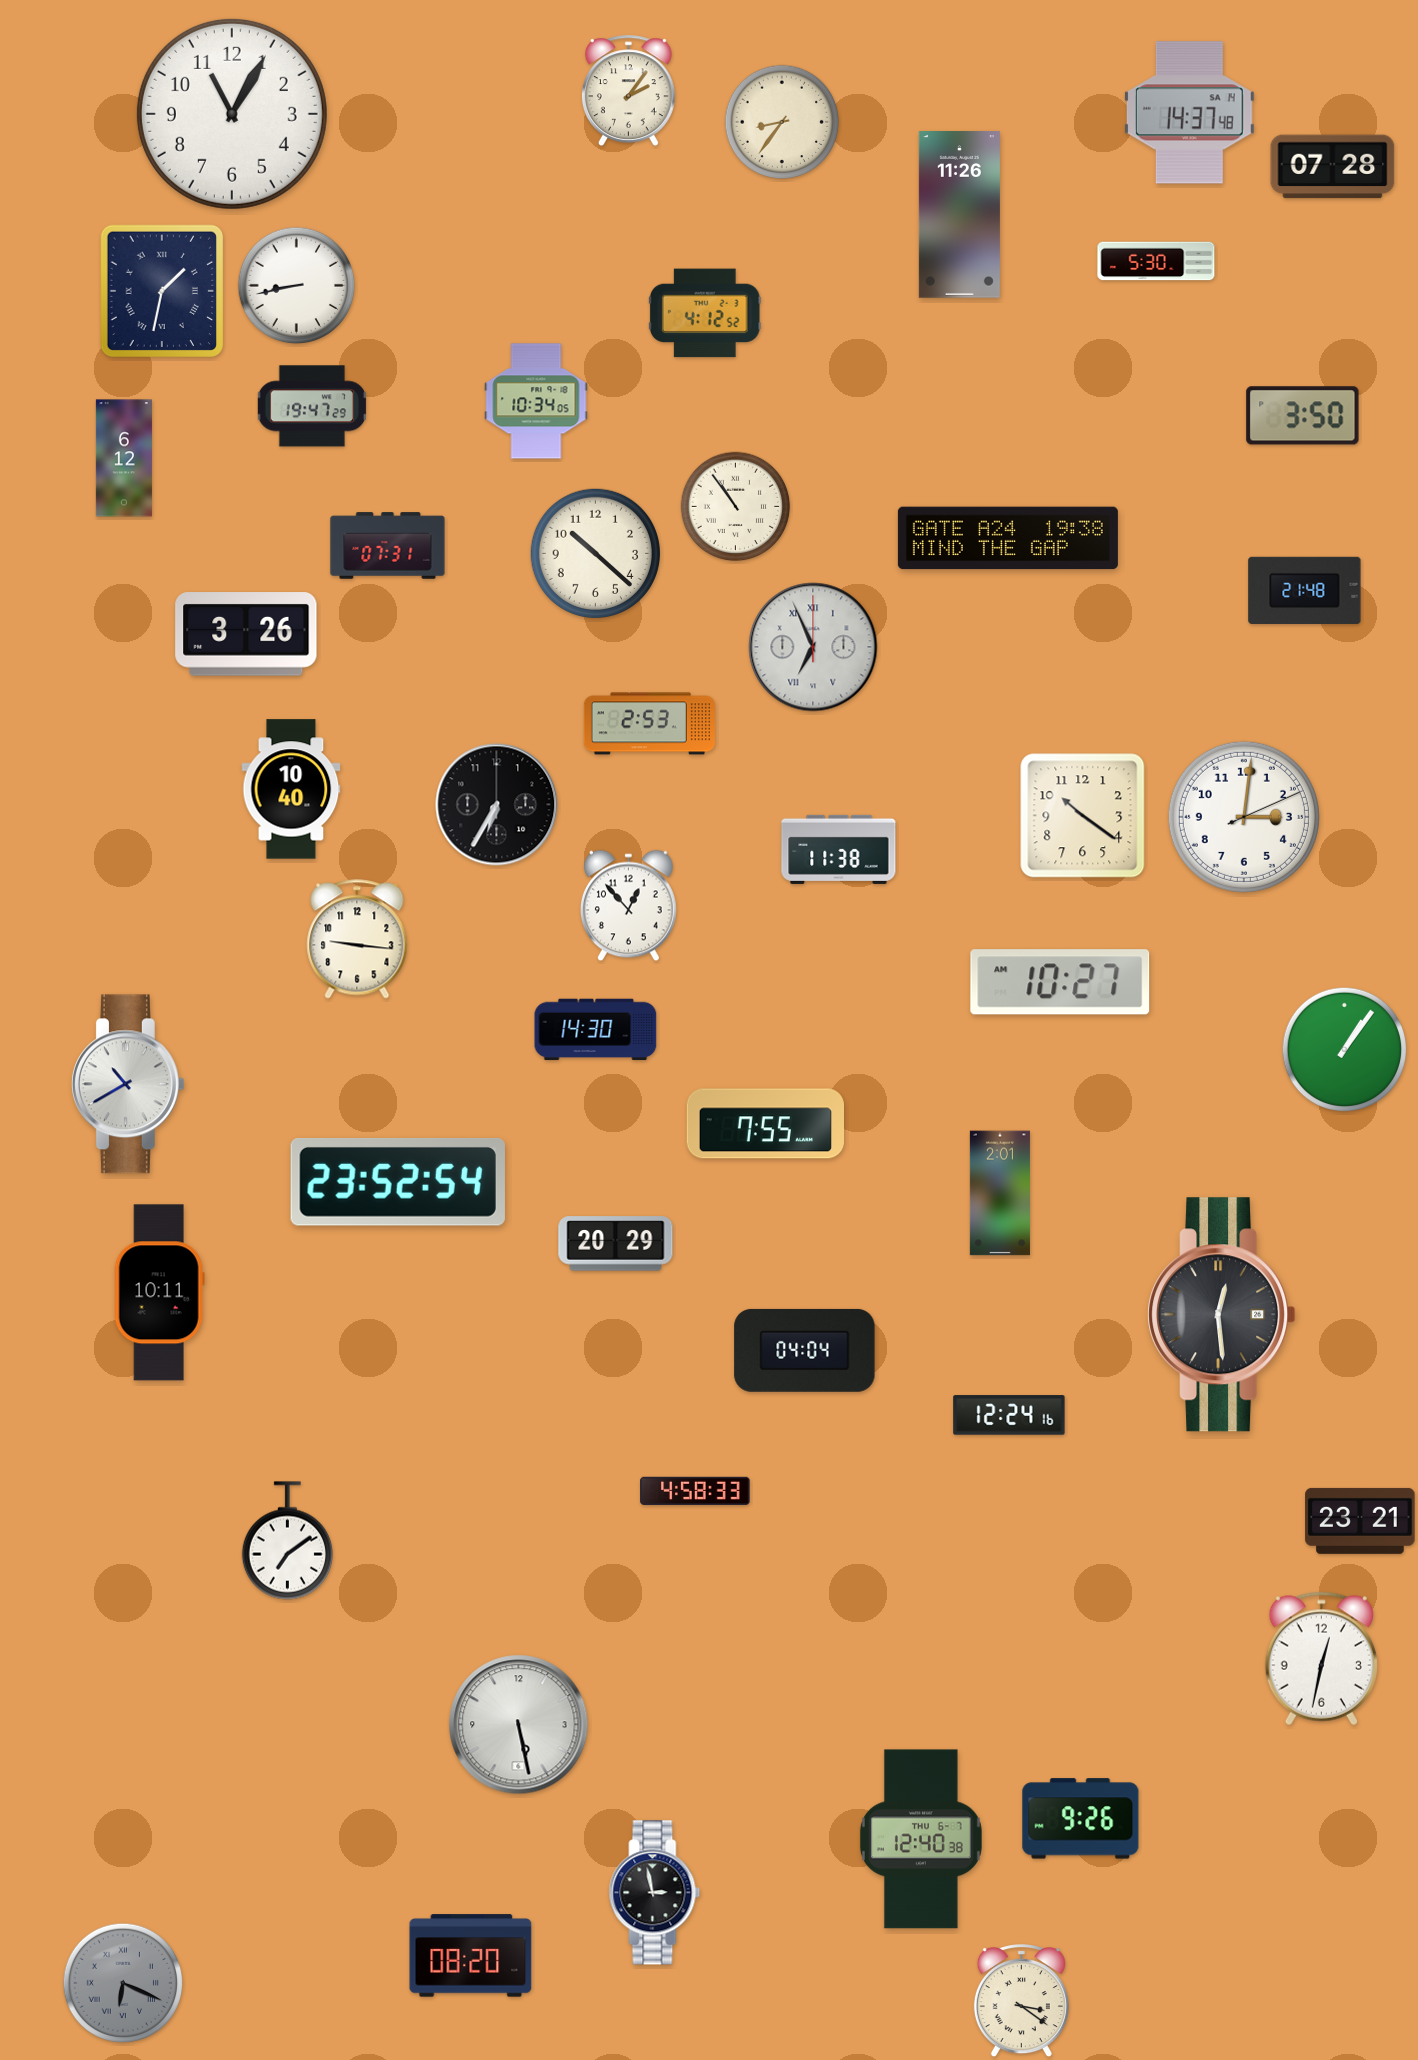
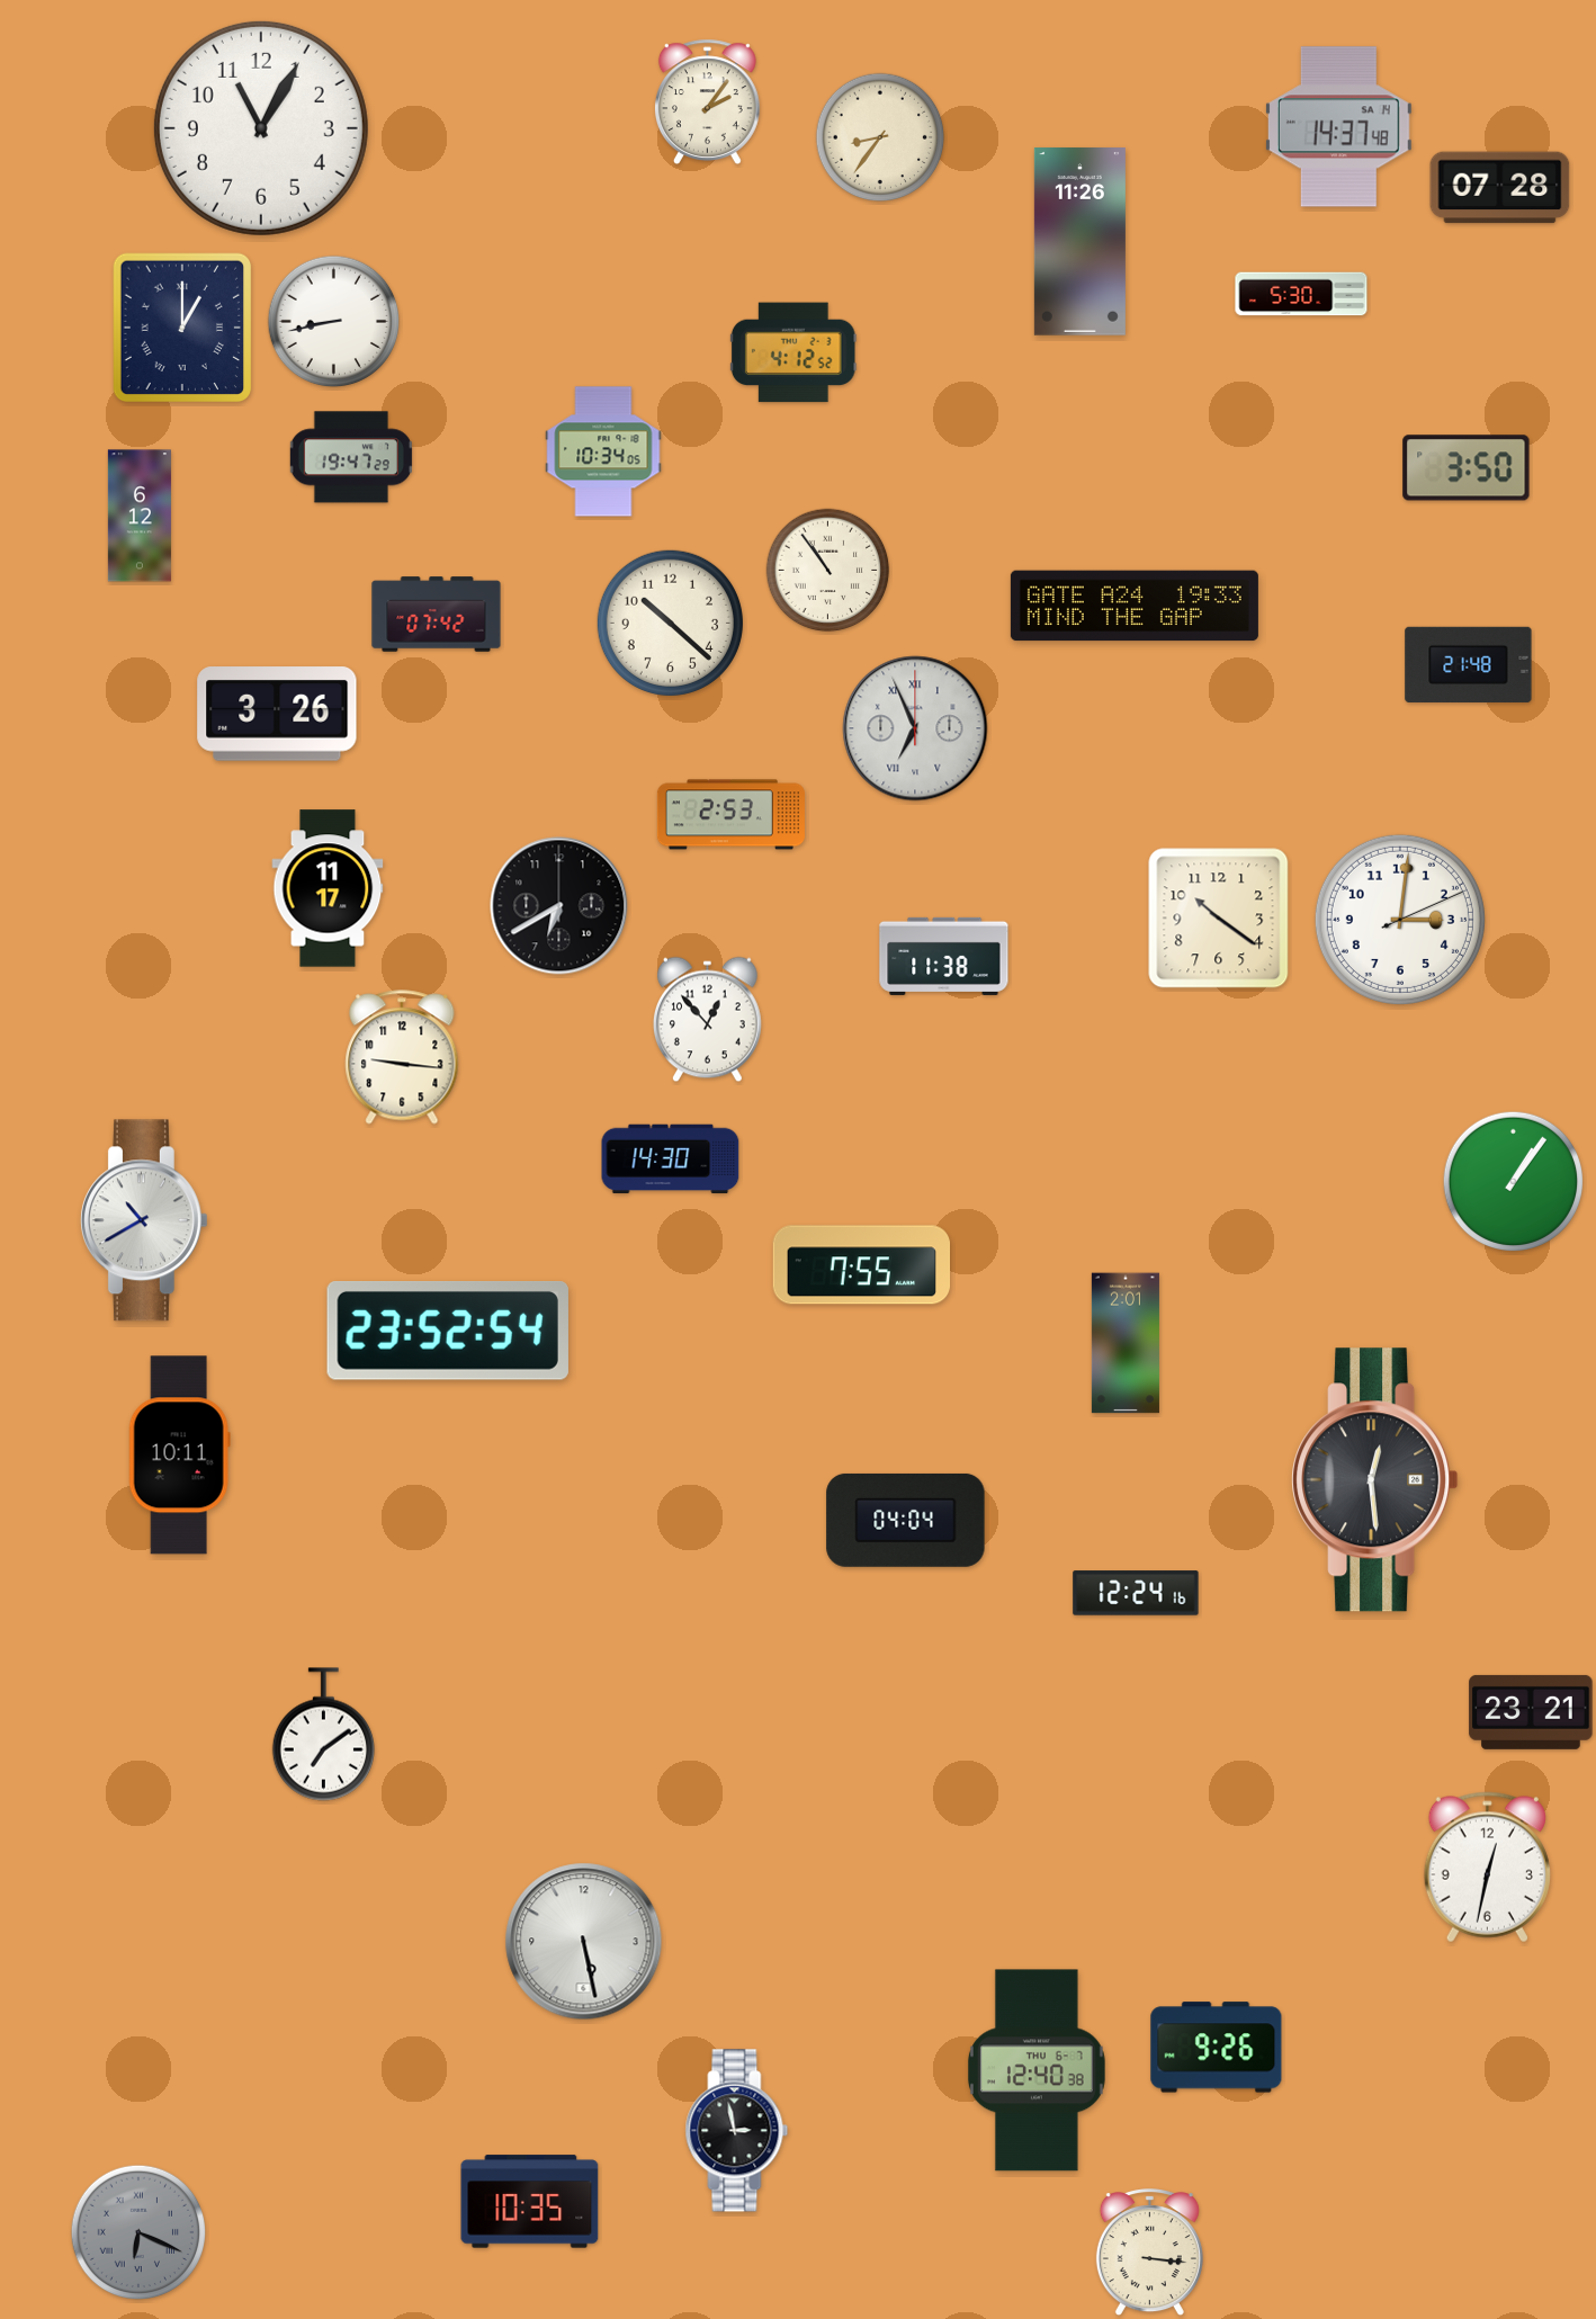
clock at (162, 291): 1:32 -> 1:00
clock at (1008, 538): 19:38 -> 19:33
clock at (388, 546): 07:31 -> 07:42
clock at (291, 789): 10:40 -> 11:17
clock at (497, 805): 6:35 -> 6:40
clock at (1060, 982): 10:27 -> none
clock at (616, 1244): 20:29 -> none
clock at (695, 1491): 4:58 -> none
clock at (471, 1956): 08:20 -> 10:35
clock at (1021, 2001): 3:21 -> 3:16
